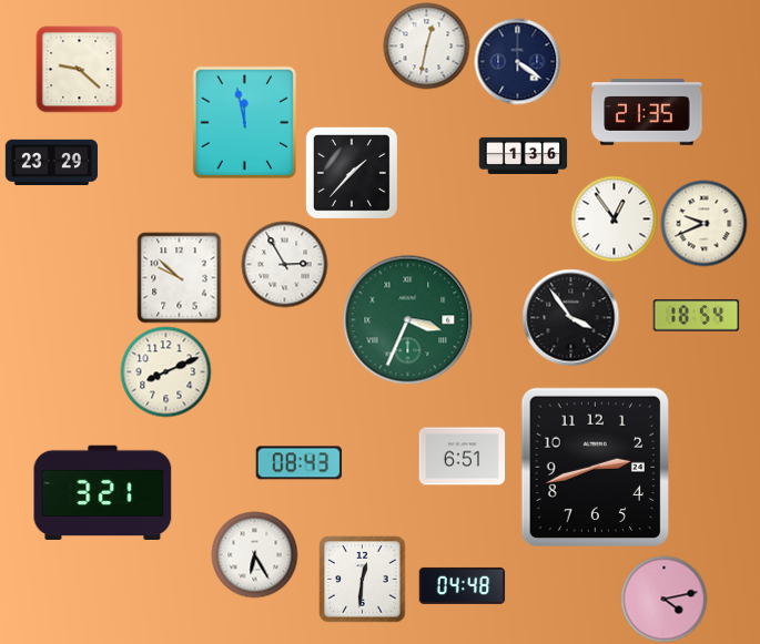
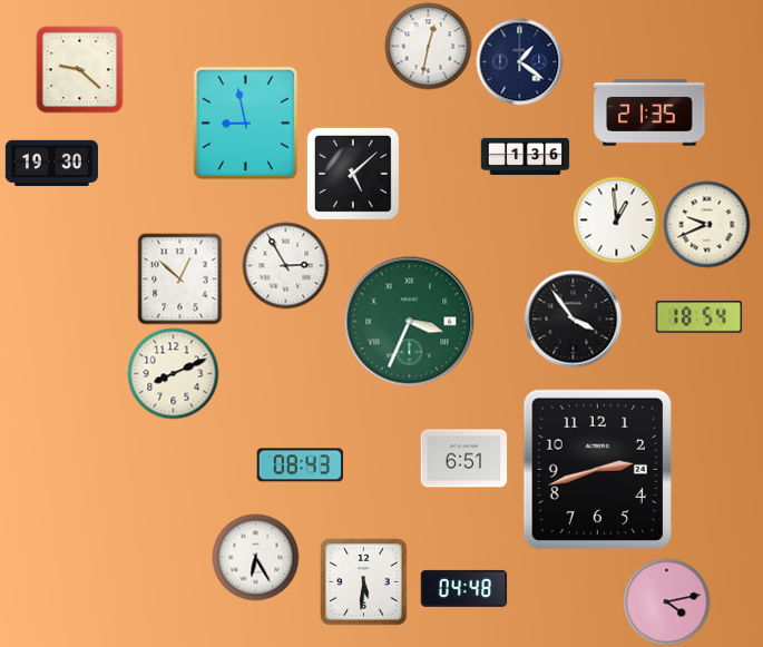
clock at (517, 61): 4:21 -> 1:21
clock at (244, 122): 11:58 -> 8:58
clock at (51, 163): 23:29 -> 19:30
clock at (352, 173): 1:37 -> 5:08
clock at (614, 218): 12:54 -> 12:59
clock at (180, 277): 9:52 -> 12:52
clock at (165, 371) position: (165, 371) -> (173, 373)
clock at (103, 493): 3:21 -> none
clock at (362, 579): 12:31 -> 5:31
